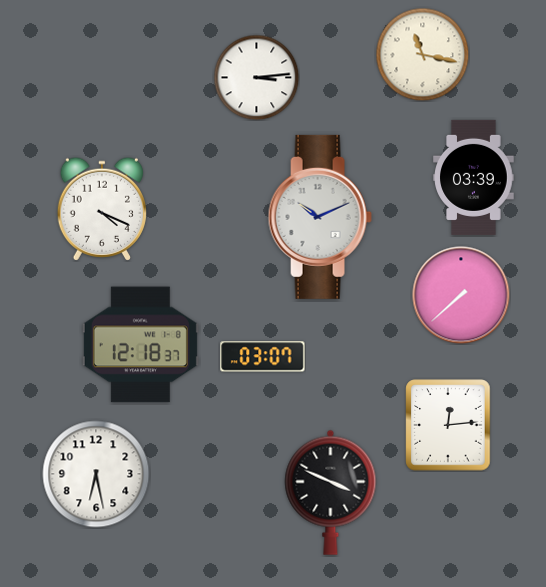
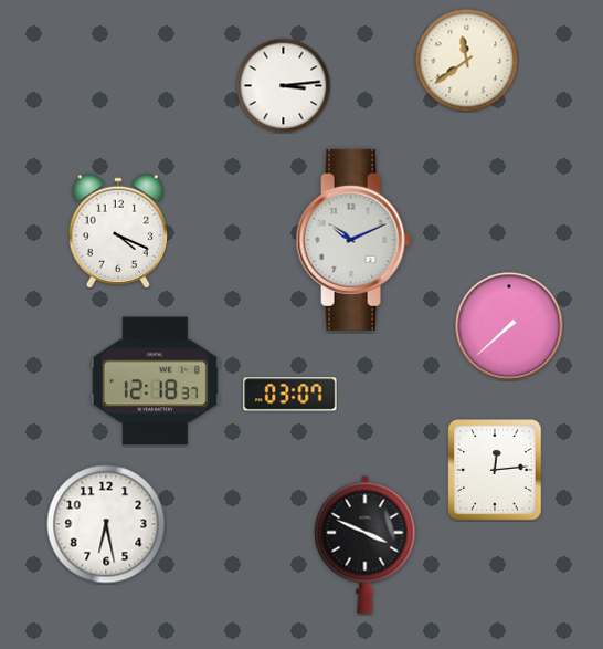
clock at (422, 54): 11:17 -> 11:39
clock at (474, 177): 03:39 -> none
clock at (102, 209) position: (102, 209) -> (118, 231)
